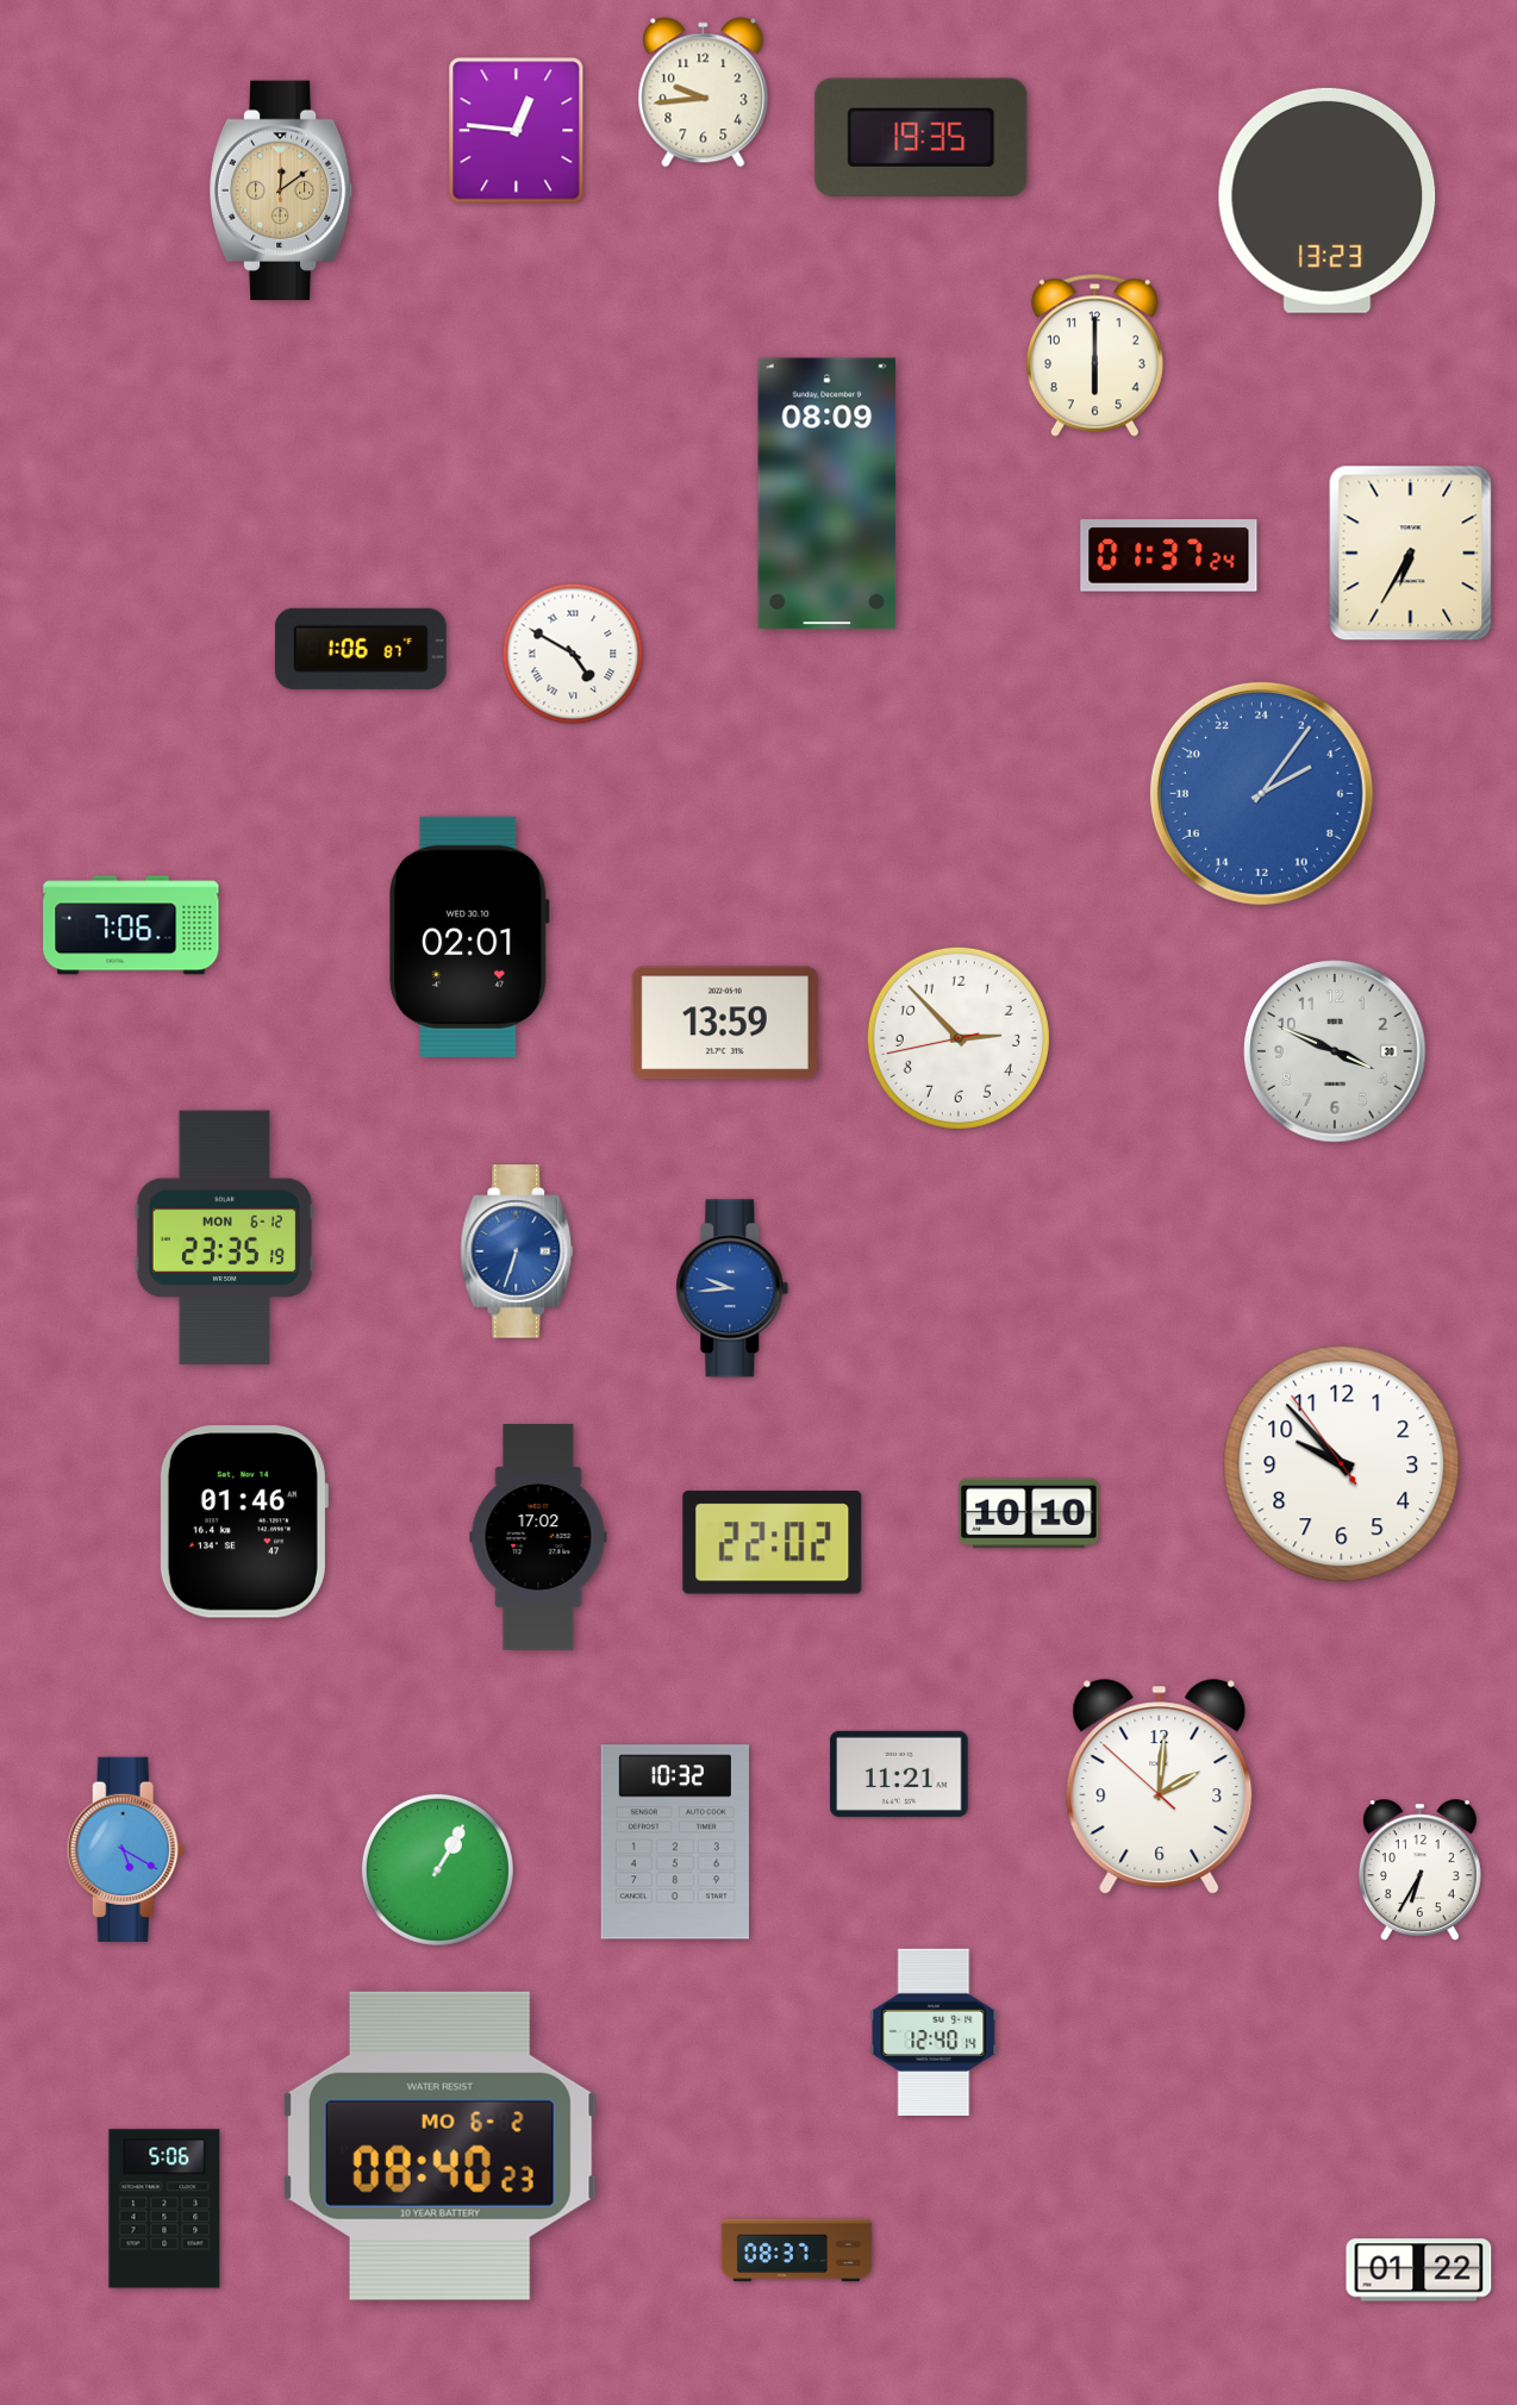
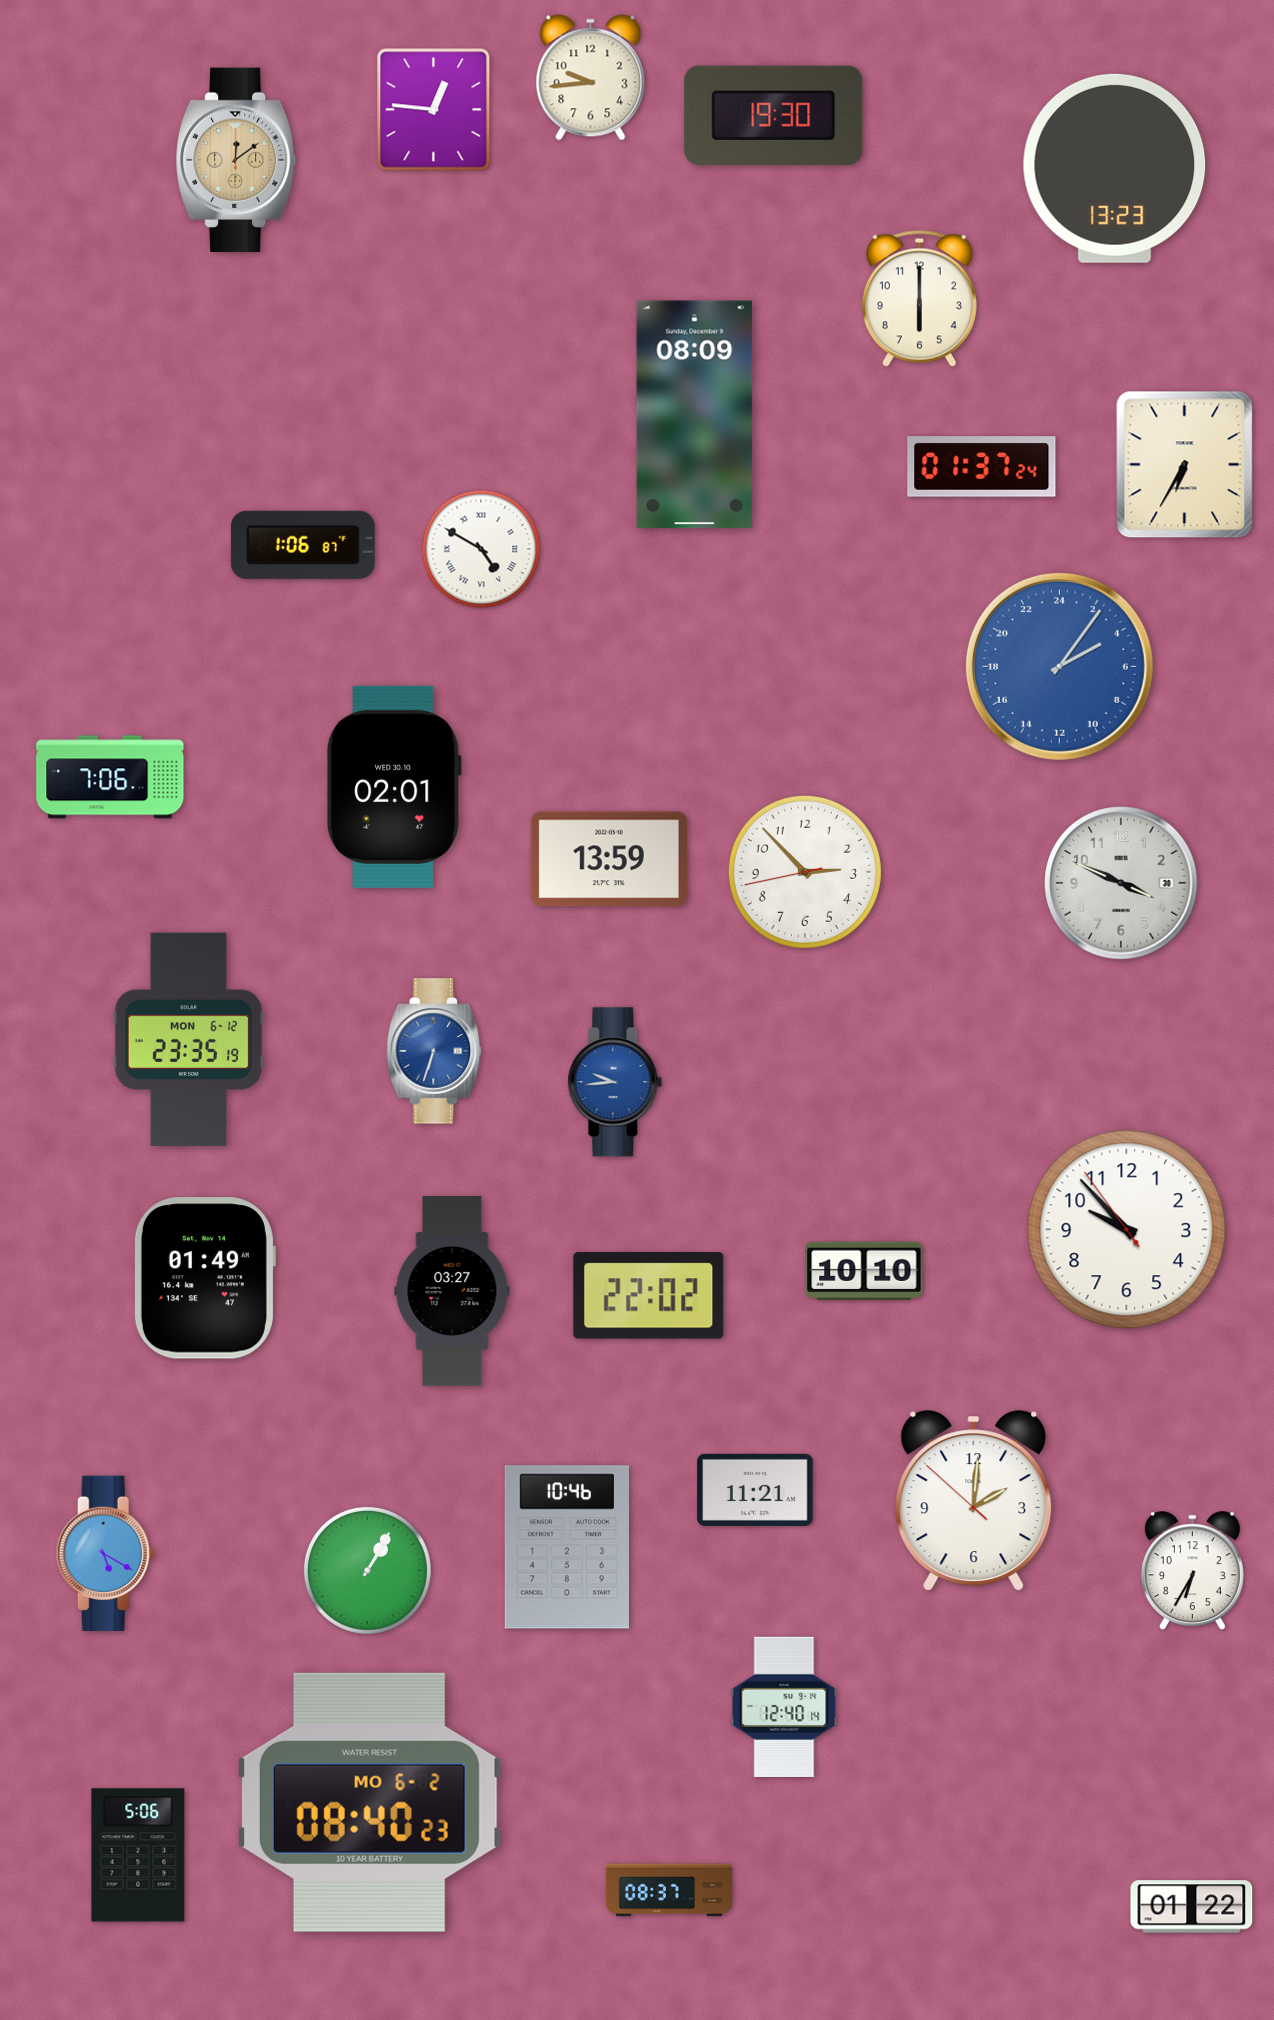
clock at (922, 137): 19:35 -> 19:30
clock at (243, 1522): 01:46 -> 01:49
clock at (538, 1537): 17:02 -> 03:27
clock at (675, 1842): 10:32 -> 10:46
